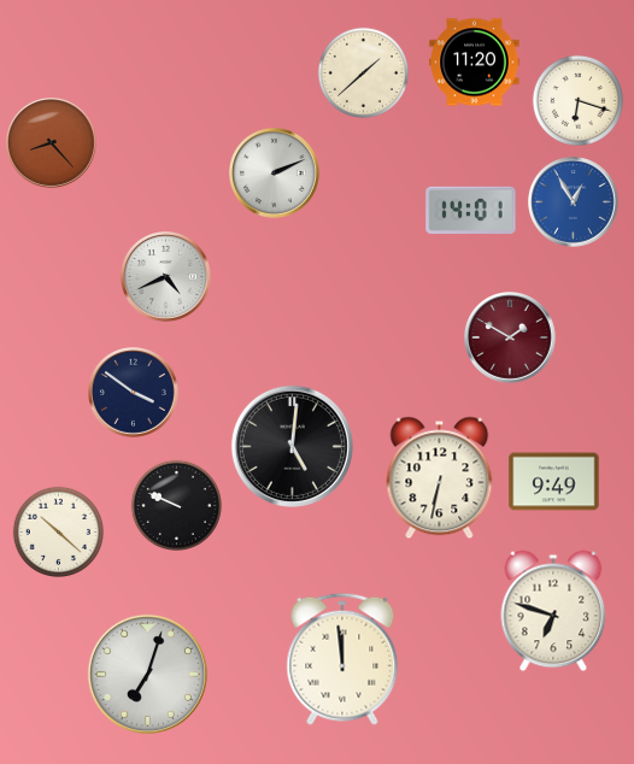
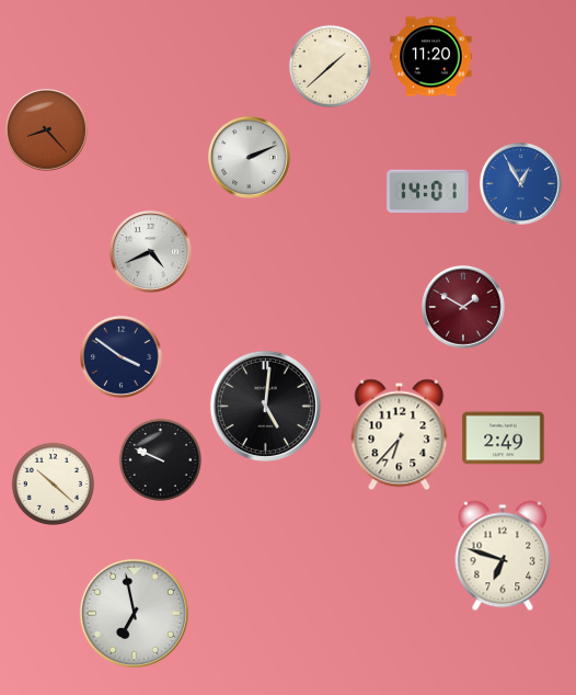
clock at (577, 100): 6:18 -> none
clock at (440, 478): 6:32 -> 6:37
clock at (554, 482): 9:49 -> 2:49
clock at (342, 659): 11:59 -> none
clock at (147, 674): 7:03 -> 6:58
